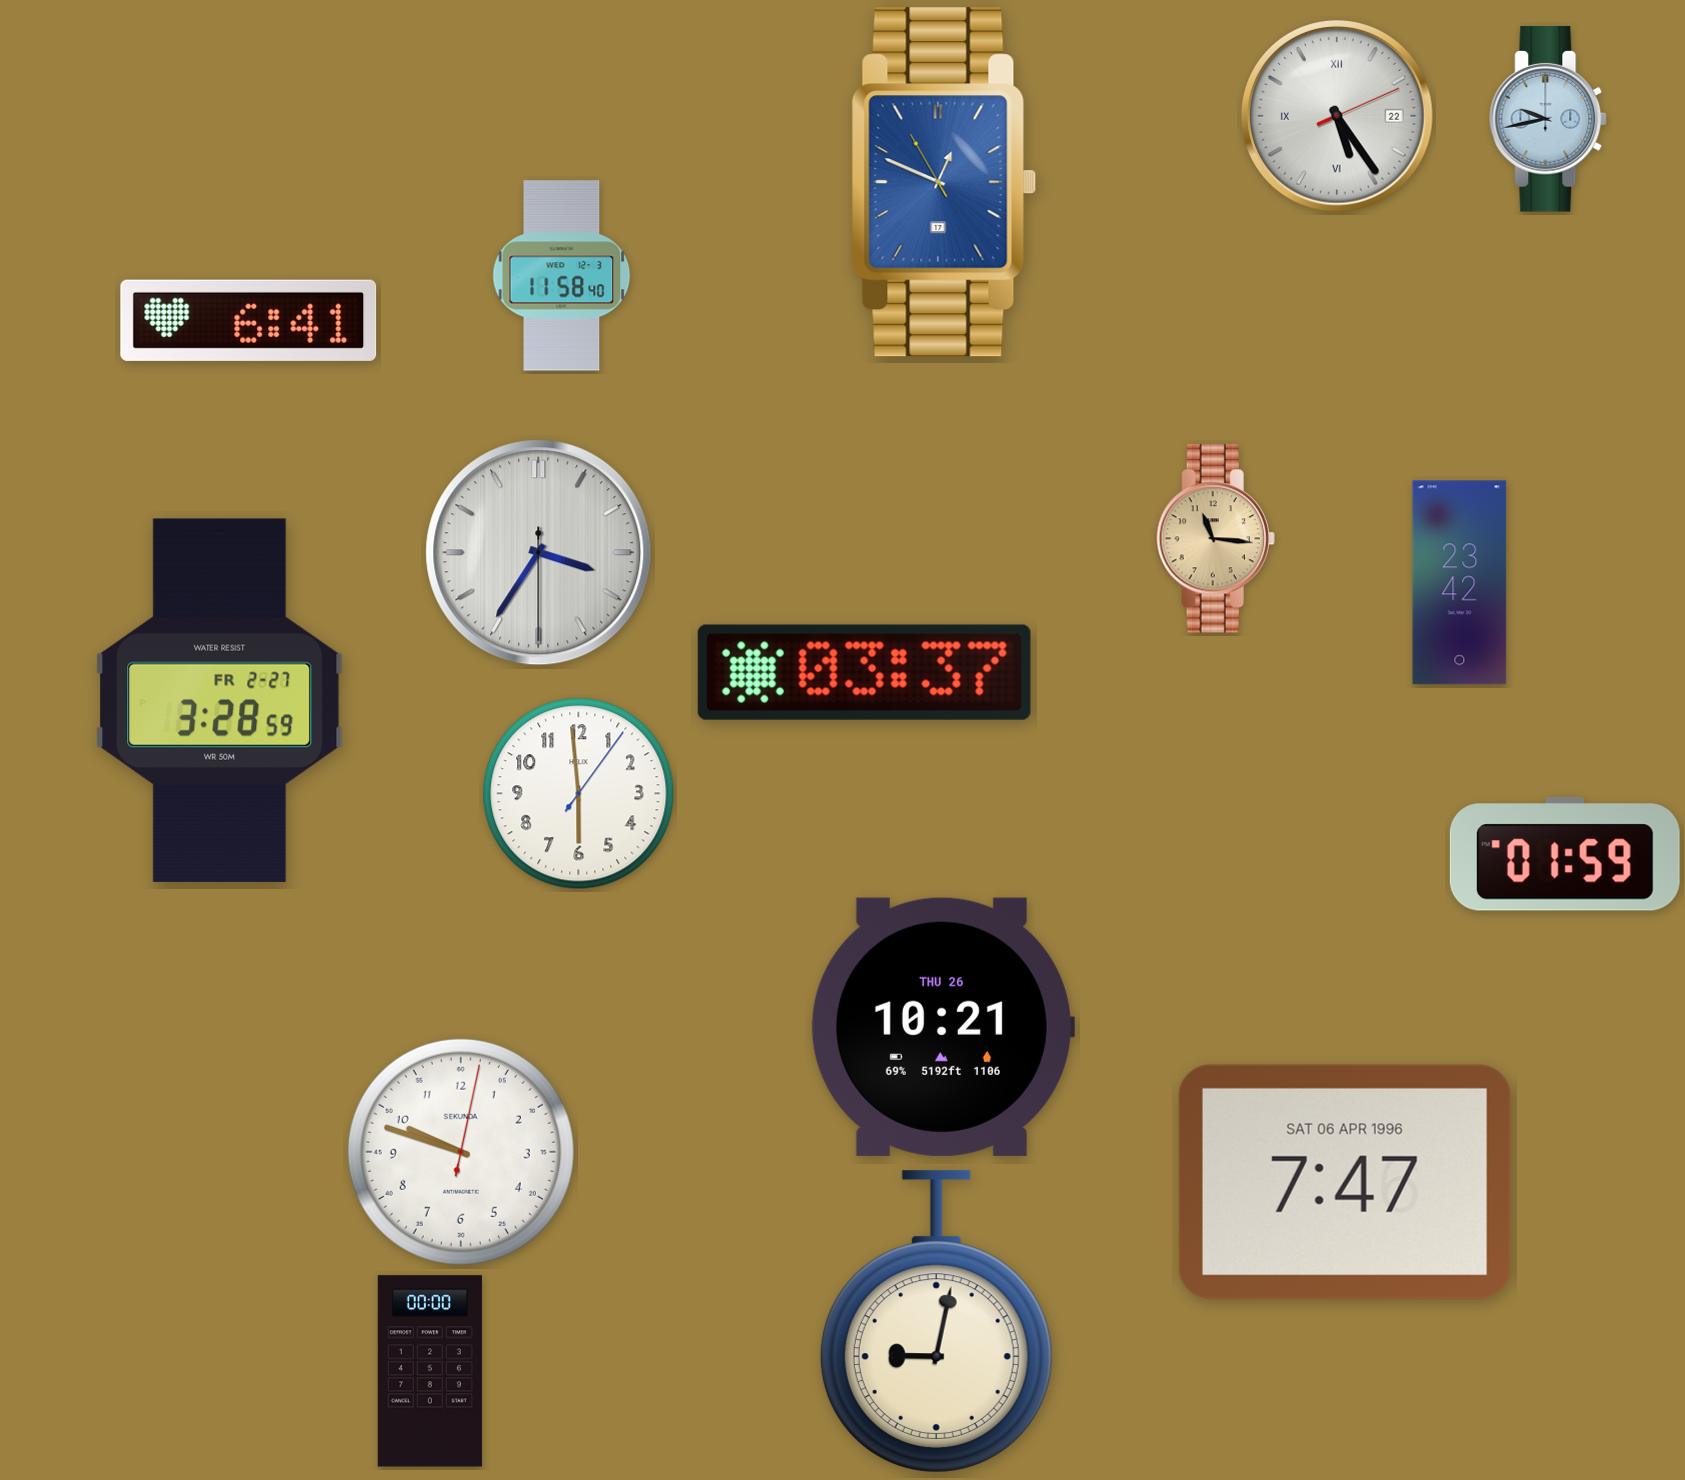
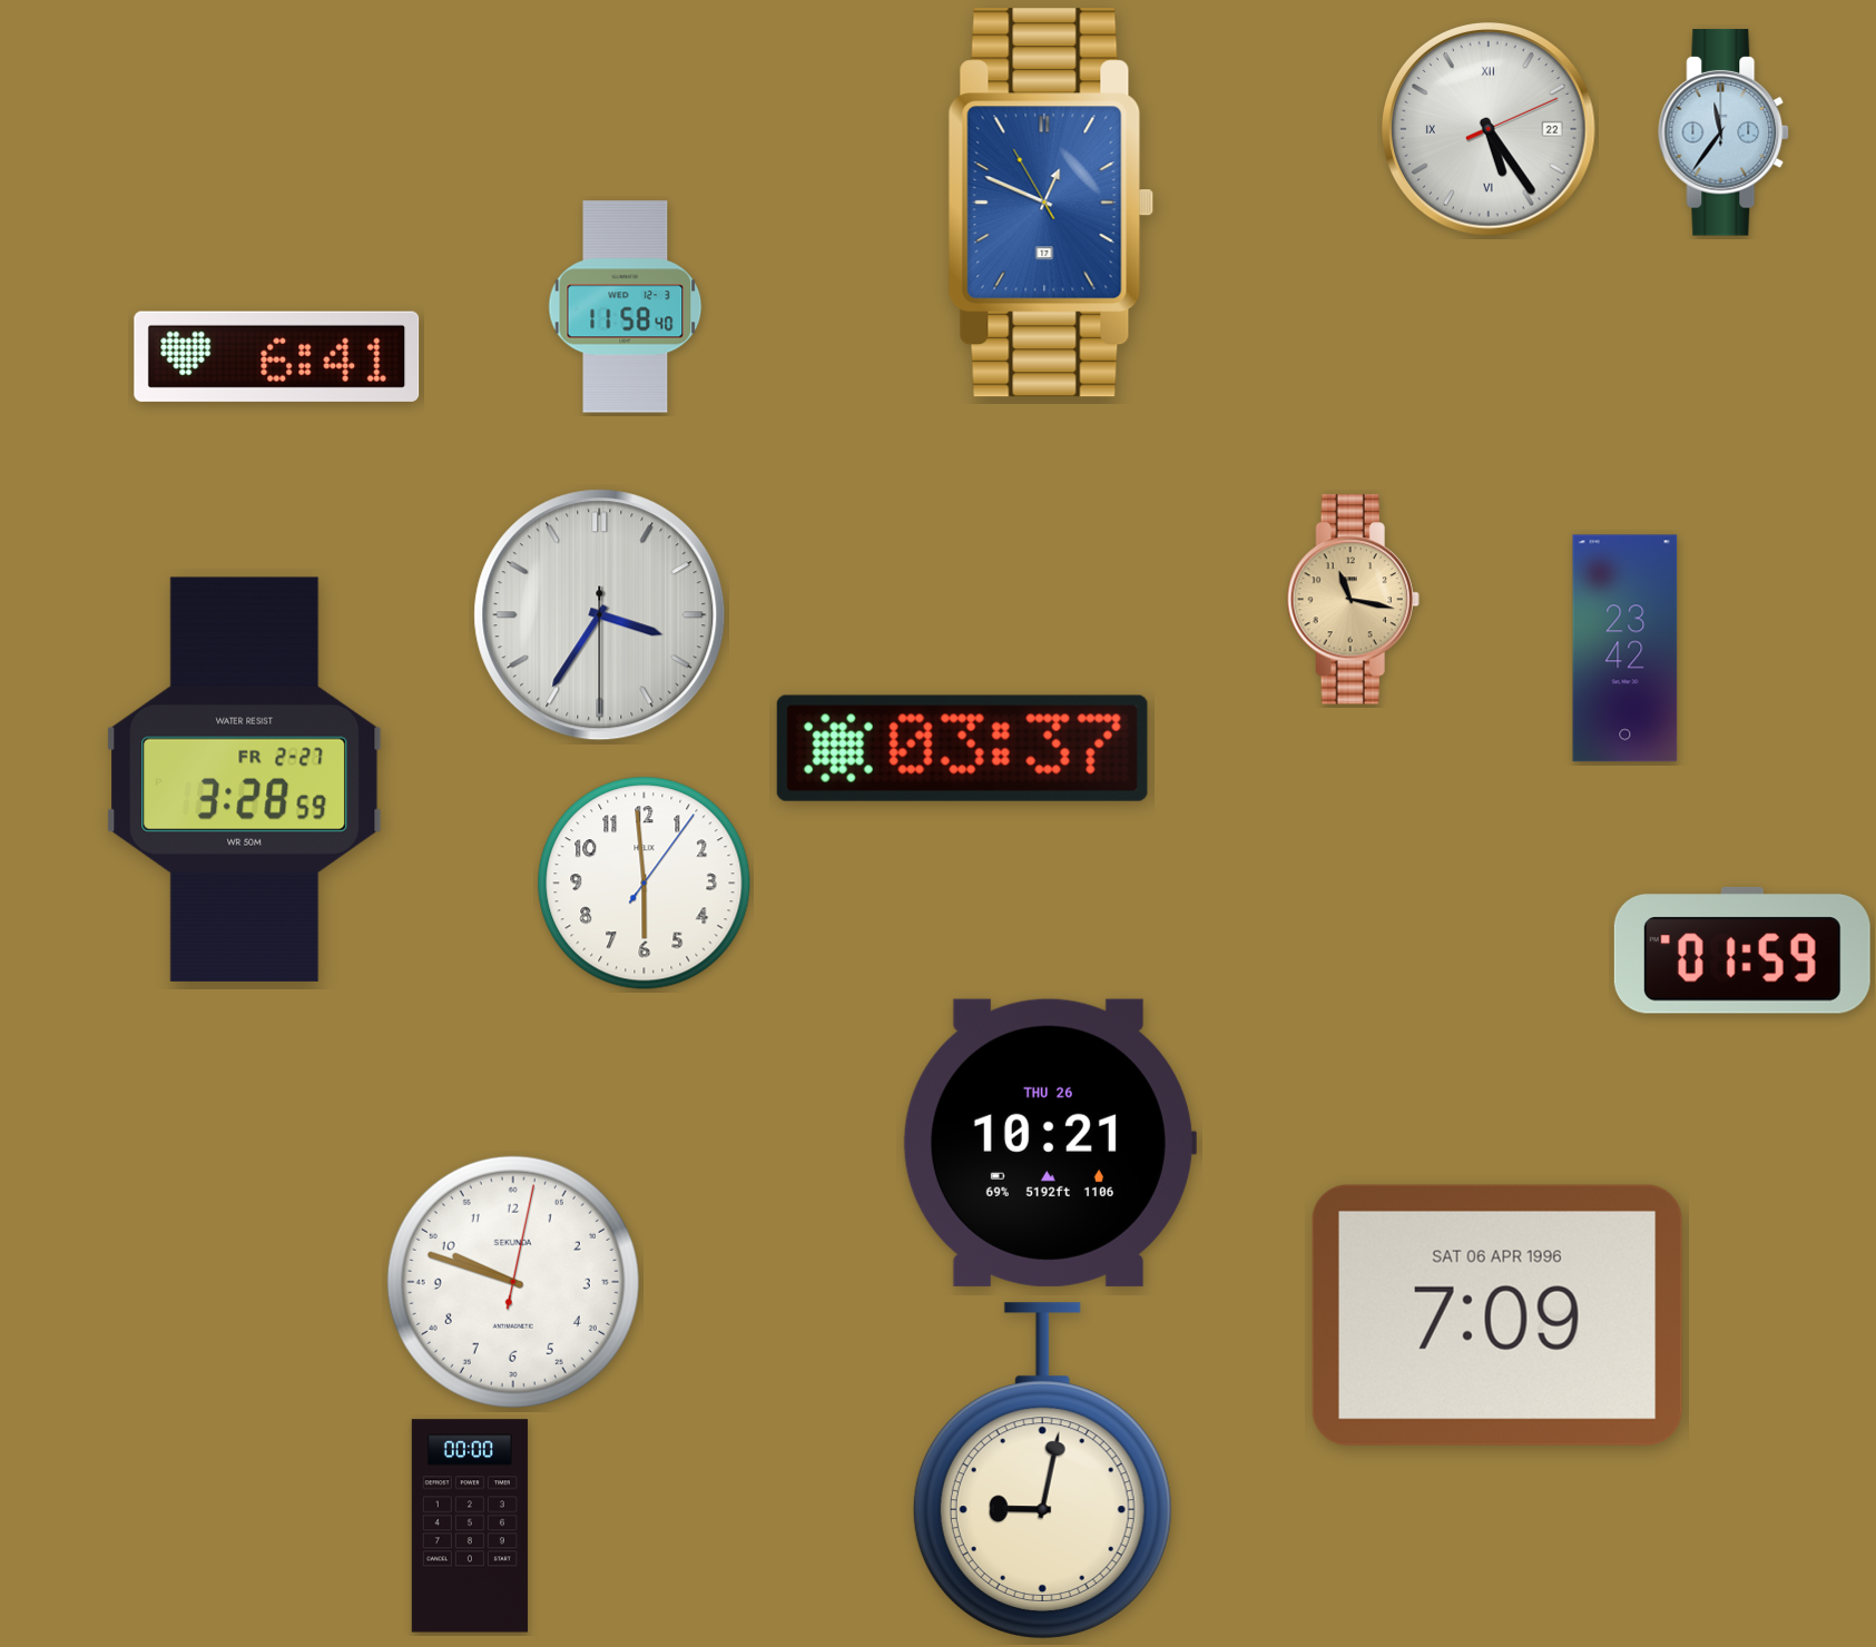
clock at (1549, 119): 9:43 -> 11:36
clock at (1215, 539): 11:16 -> 11:17
clock at (1345, 1182): 7:47 -> 7:09
clock at (430, 1371) position: (430, 1371) -> (470, 1526)
